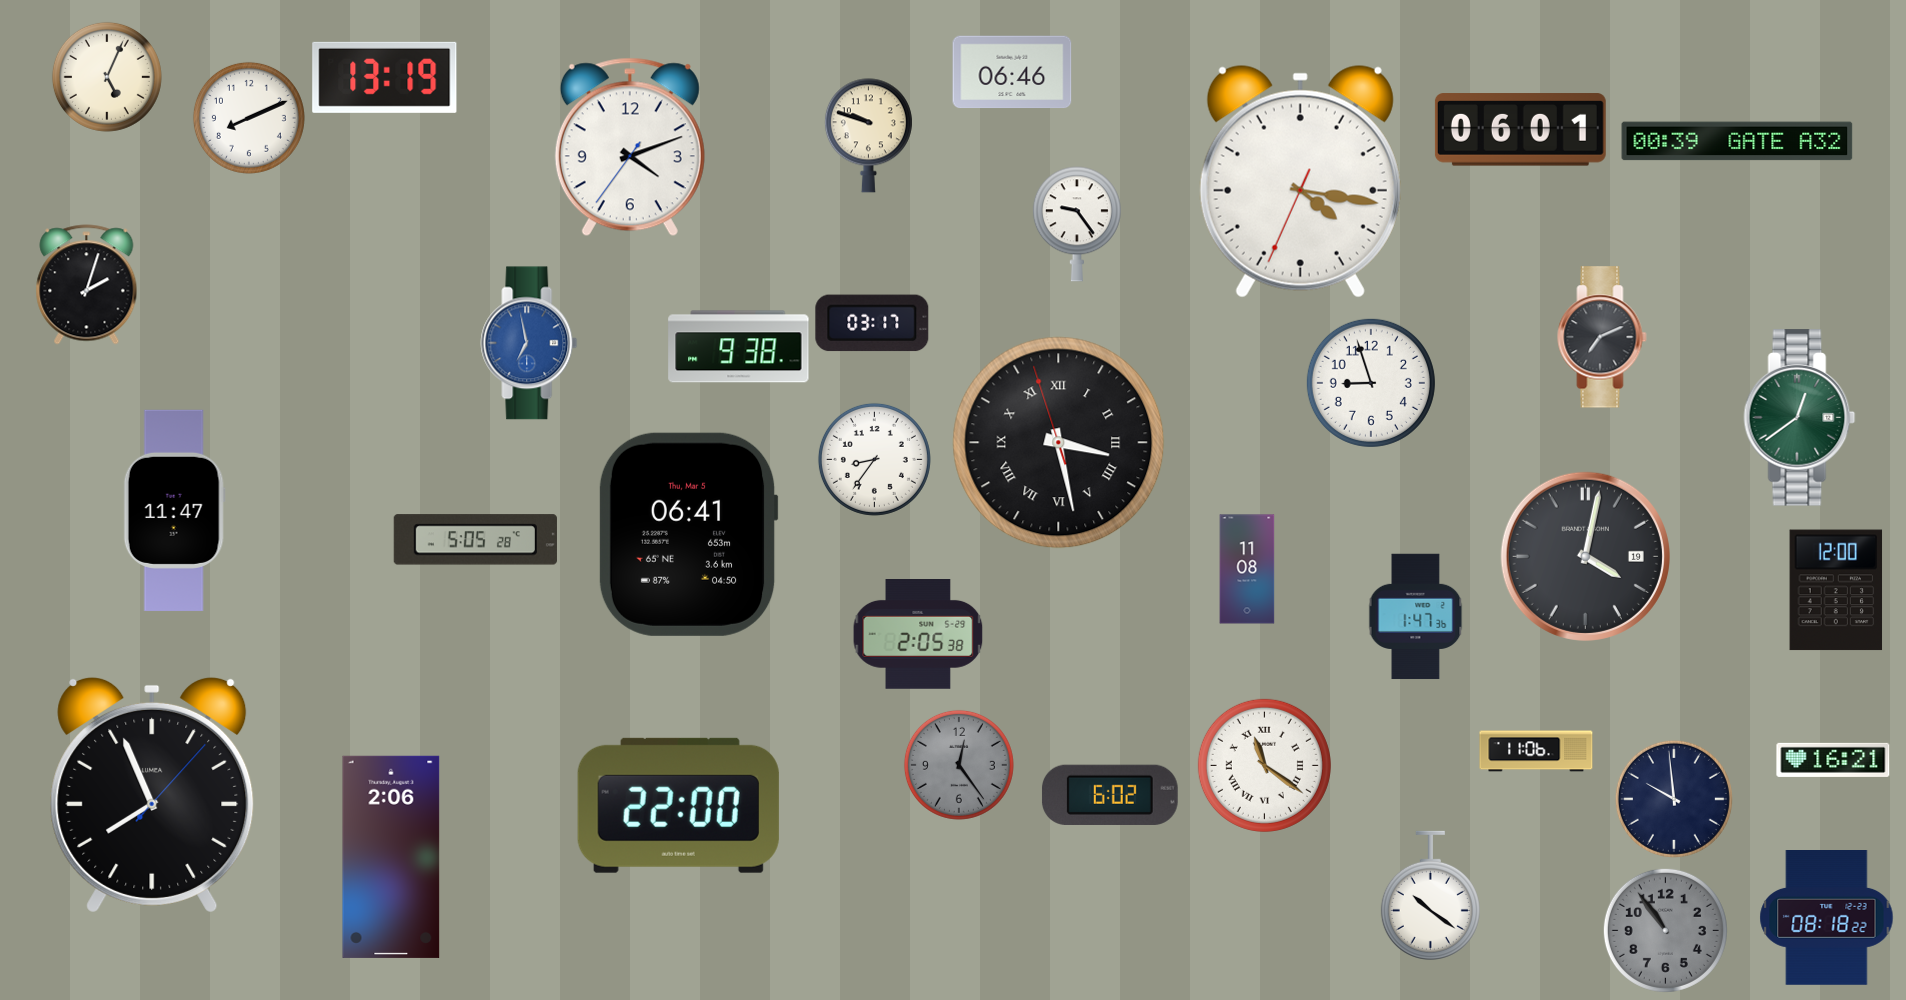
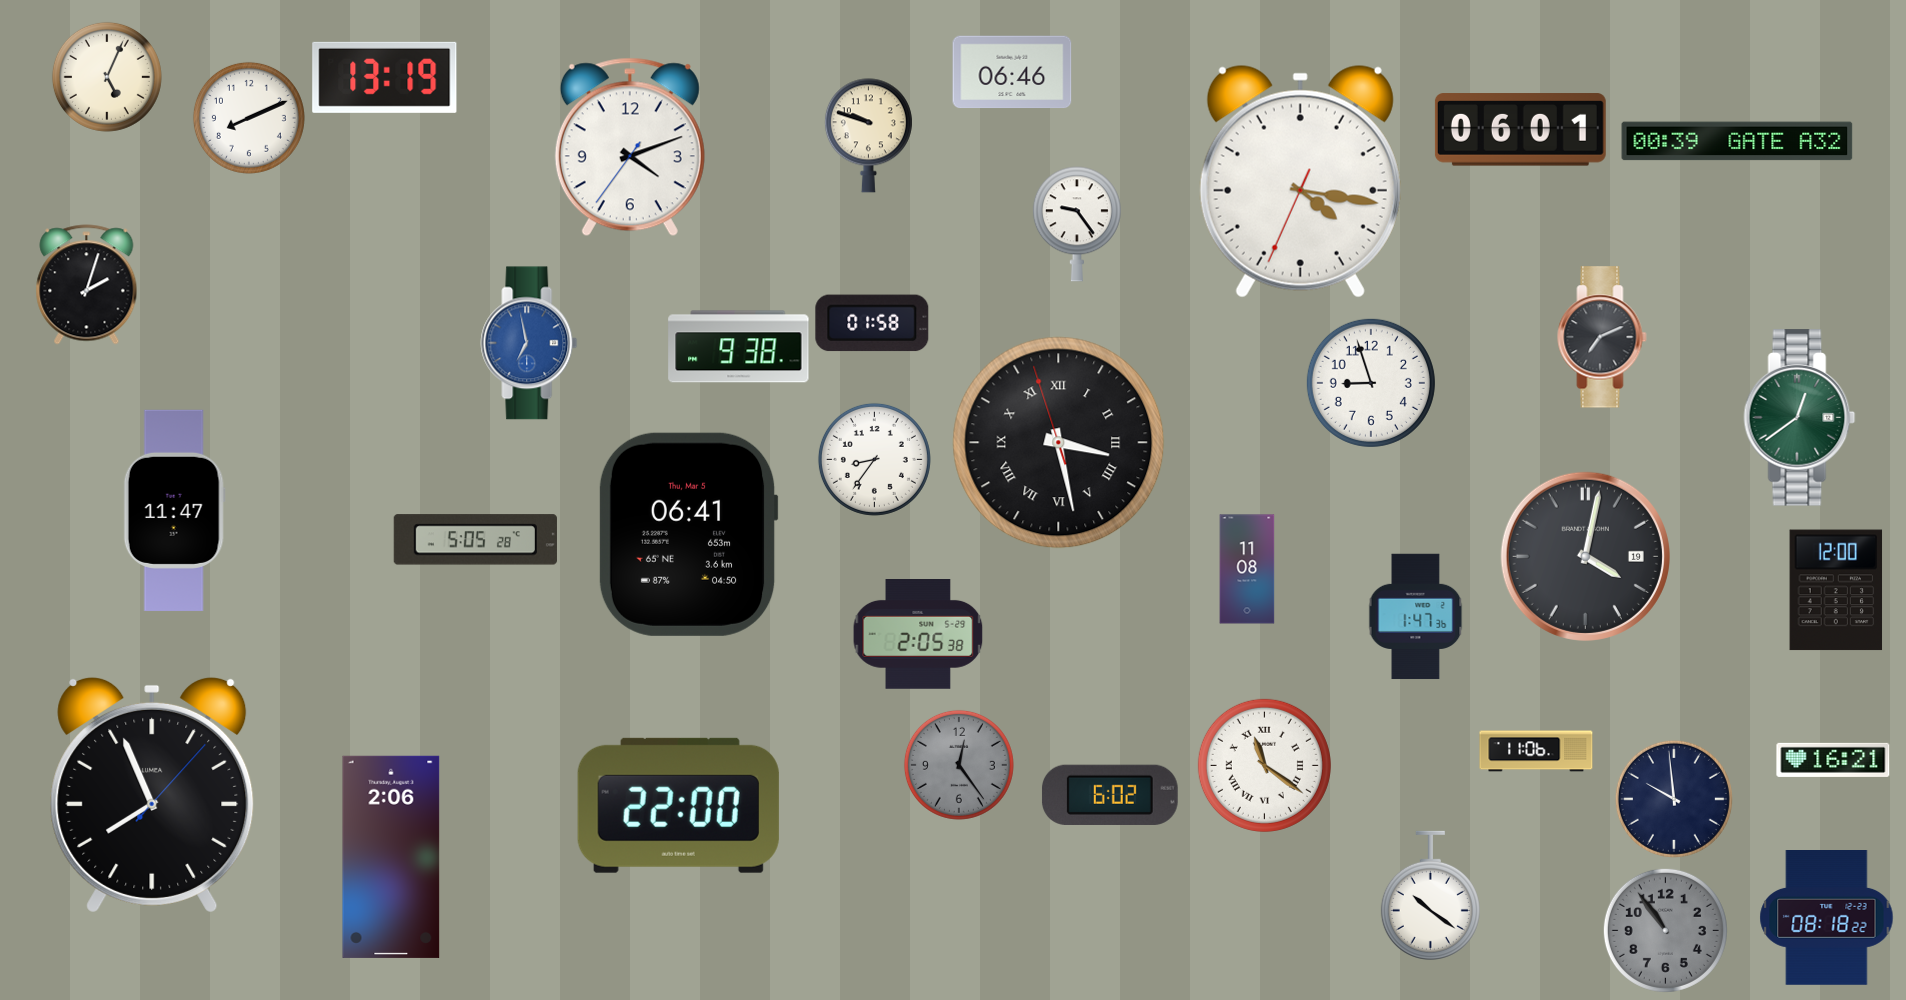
clock at (872, 323): 03:17 -> 01:58
